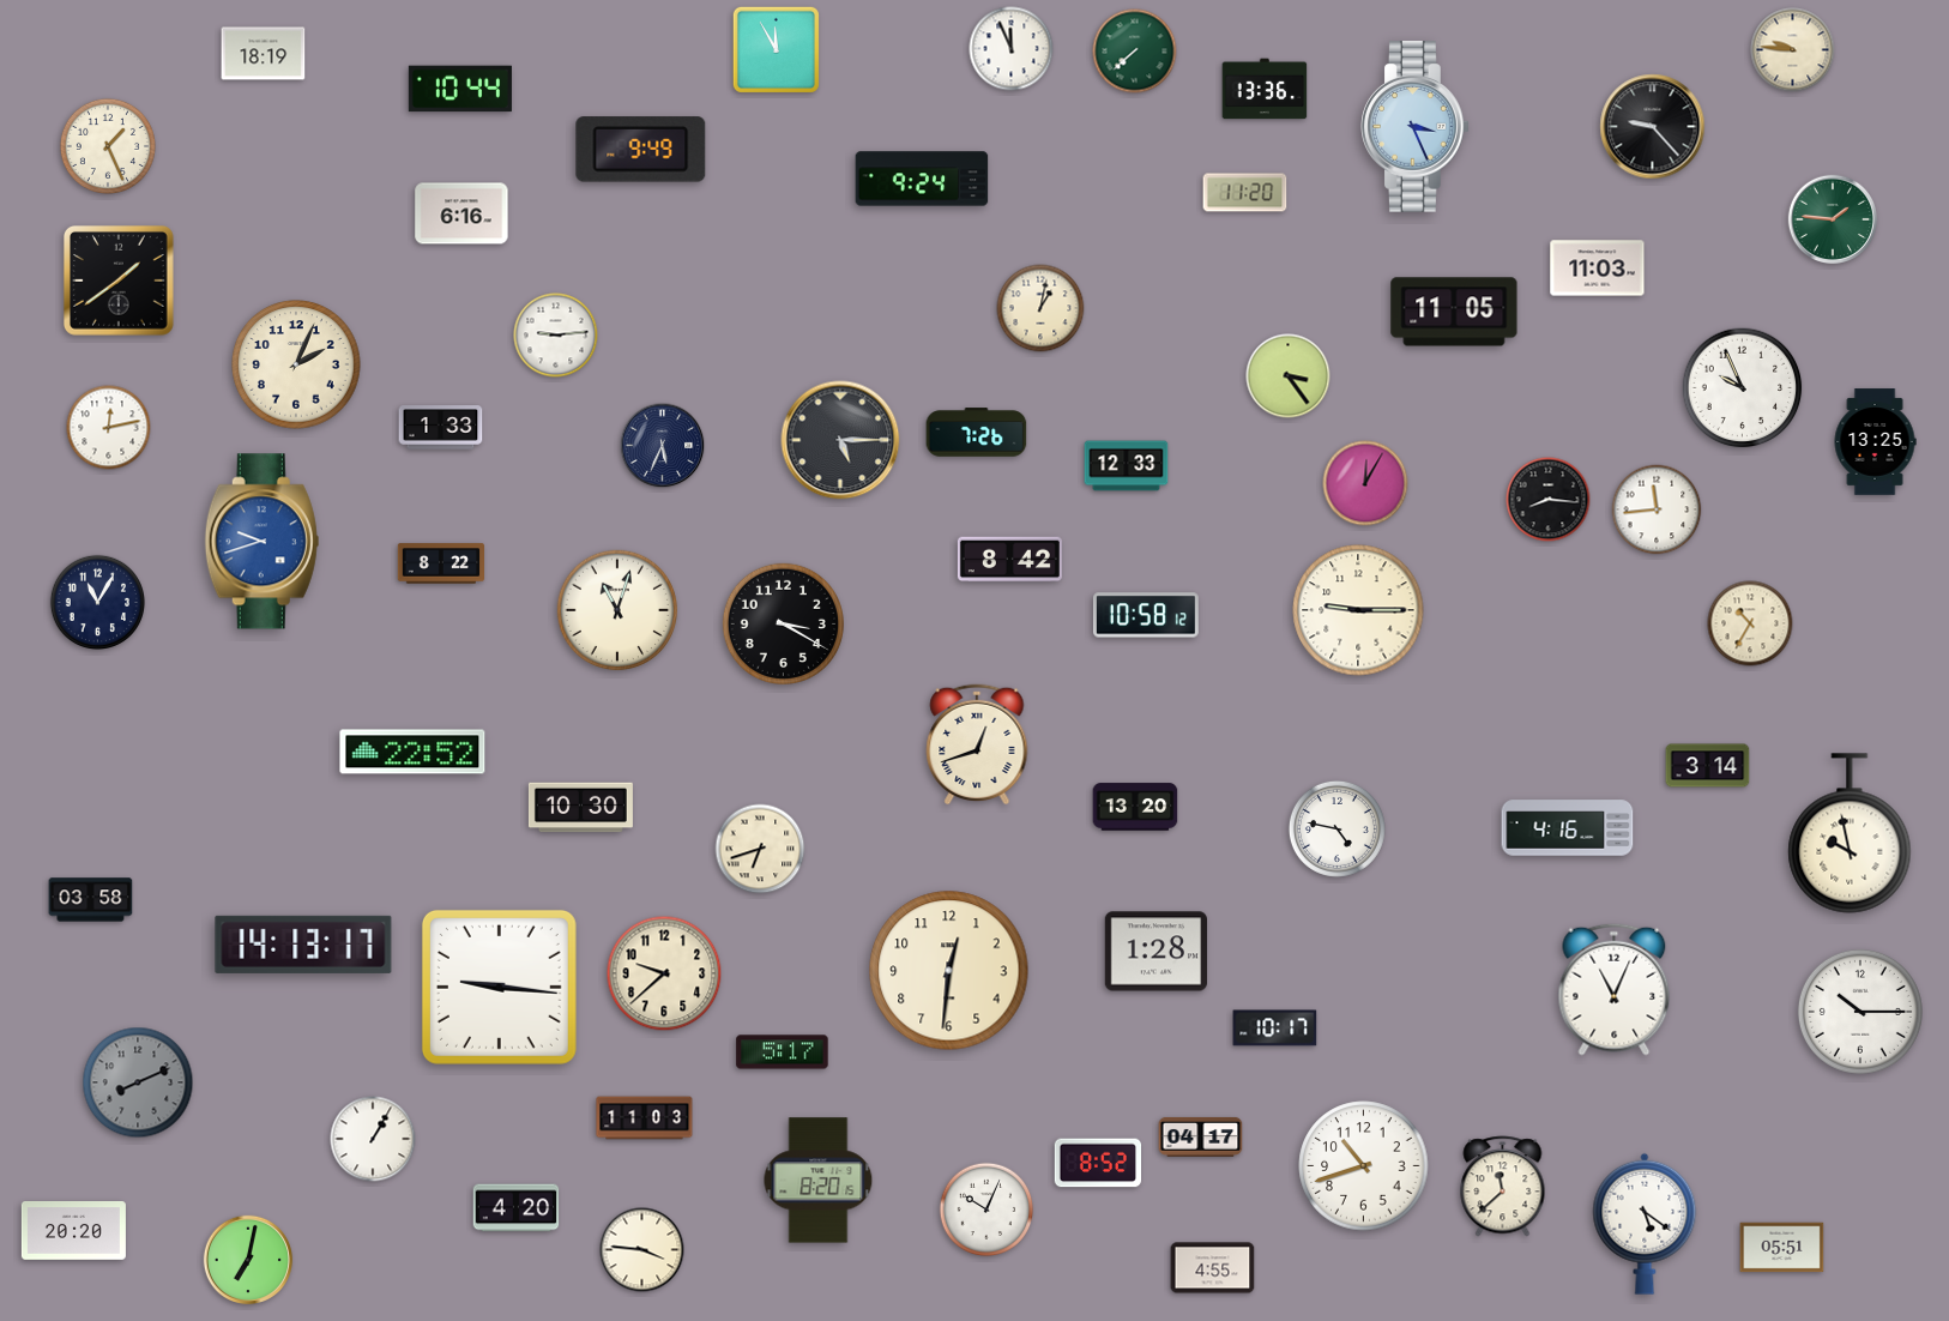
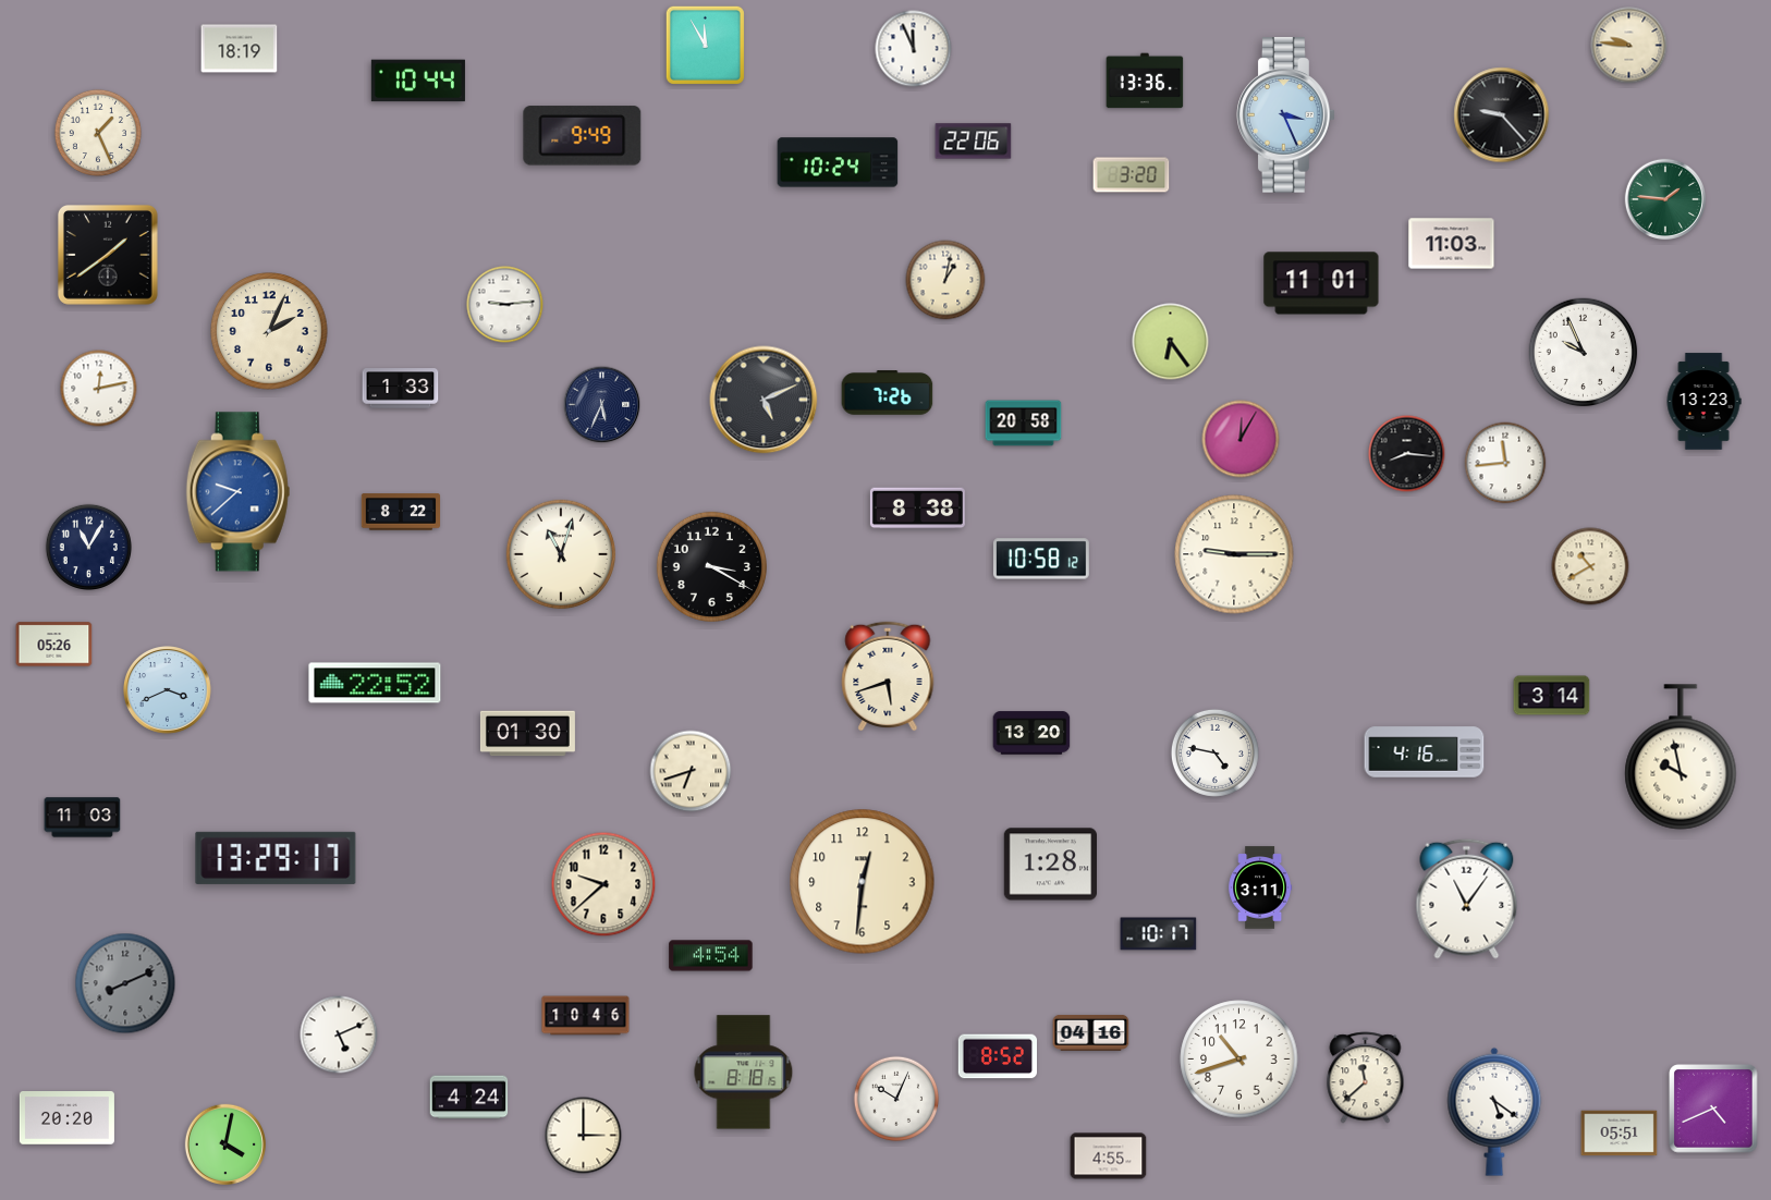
clock at (1012, 49) position: (1012, 49) -> (914, 49)
clock at (1135, 52): 7:38 -> none
clock at (1265, 89) position: (1265, 89) -> (1145, 81)
clock at (974, 142): none -> 22:06
clock at (922, 179): 9:24 -> 10:24
clock at (1245, 193): 11:20 -> 3:20
clock at (461, 213): 6:16 -> none
clock at (1454, 312): 11:05 -> 11:01
clock at (1289, 376): 3:24 -> 6:24
clock at (840, 440): 5:15 -> 5:11
clock at (1875, 442): 13:25 -> 13:23
clock at (1127, 466): 12:33 -> 20:58
clock at (261, 542): 9:42 -> 9:38
clock at (1009, 560): 8:42 -> 8:38
clock at (1750, 623): 10:35 -> 10:40
clock at (54, 645): none -> 05:26
clock at (977, 744): 12:42 -> 5:42
clock at (168, 690): none -> 3:41
clock at (580, 808): 10:30 -> 01:30
clock at (91, 900): 03:58 -> 11:03
clock at (303, 945): 14:13 -> 13:29
clock at (1260, 887): none -> 3:11
clock at (499, 987): 9:16 -> none
clock at (1615, 989): 11:04 -> 11:06
clock at (1860, 1012): 10:15 -> none
clock at (783, 1052): 5:17 -> 4:54
clock at (645, 1118): 11:03 -> 10:46
clock at (1201, 1136): 04:17 -> 04:16
clock at (373, 1139): 1:05 -> 5:11
clock at (819, 1181): 8:20 -> 8:18
clock at (517, 1208): 4:20 -> 4:24
clock at (1713, 1109): none -> 4:41
clock at (642, 1250): 3:46 -> 3:00
clock at (248, 1260): 7:02 -> 4:02
clock at (1213, 1268) position: (1213, 1268) -> (1109, 1156)
